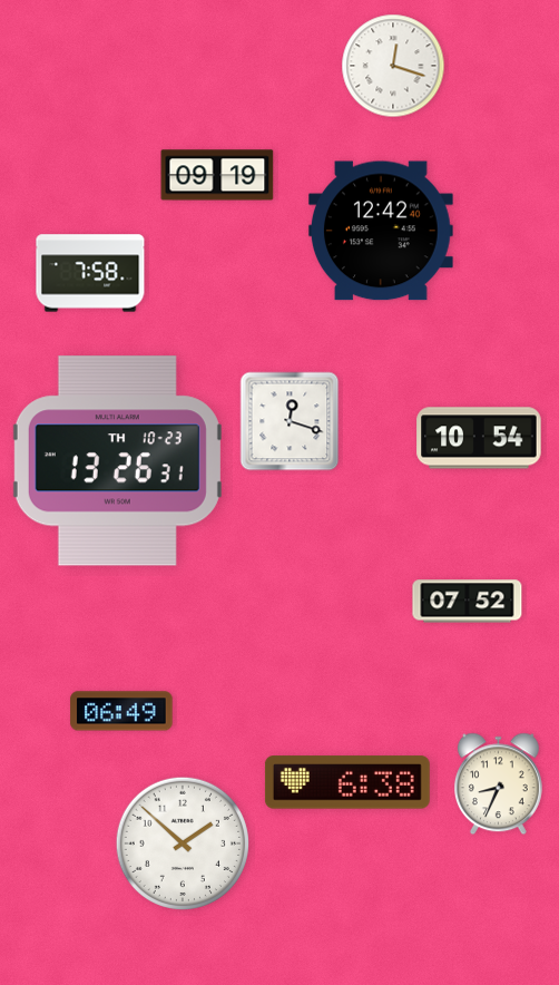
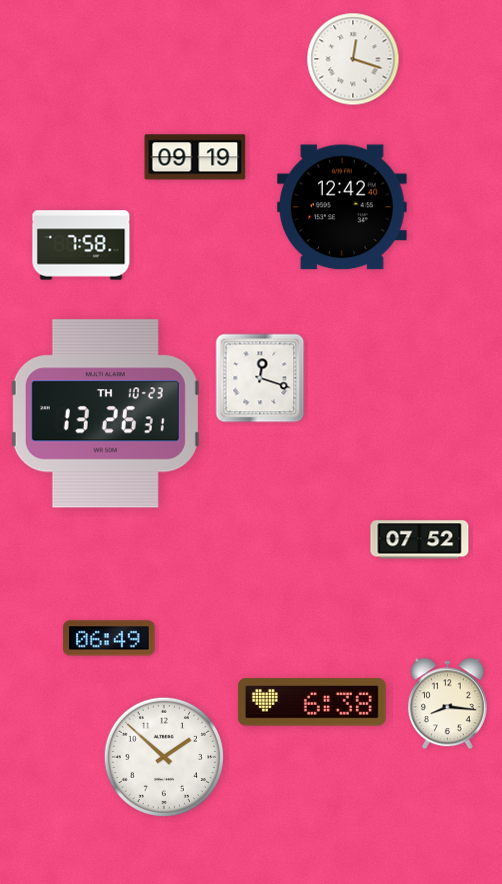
clock at (479, 438): 10:54 -> none
clock at (498, 784): 8:34 -> 8:16
